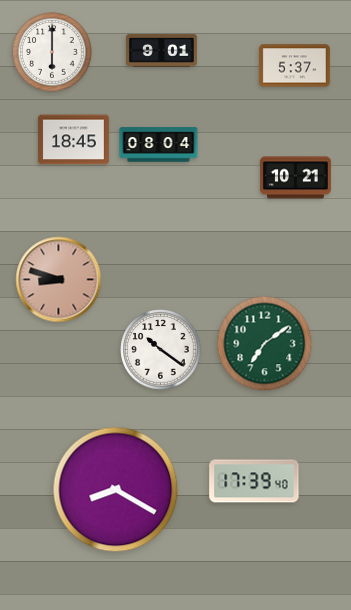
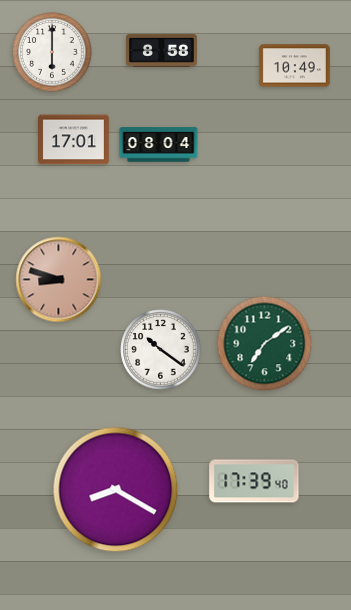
clock at (161, 51): 9:01 -> 8:58
clock at (294, 66): 5:37 -> 10:49
clock at (74, 140): 18:45 -> 17:01
clock at (296, 178): 10:21 -> none
